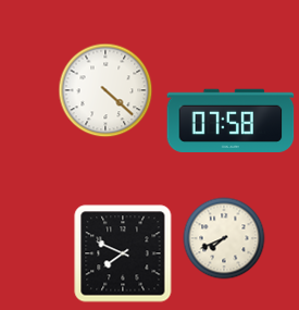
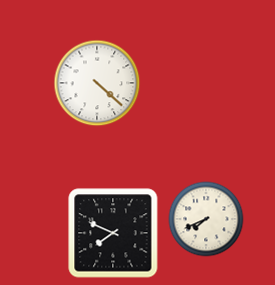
clock at (231, 120): 07:58 -> none
